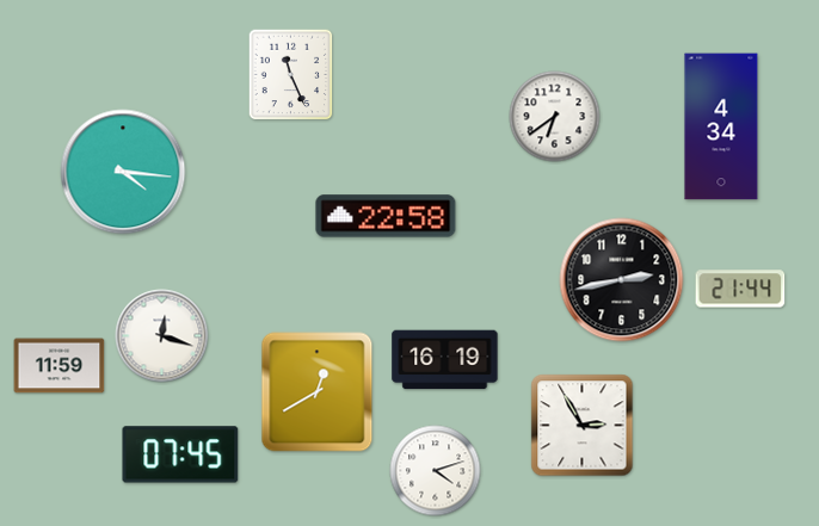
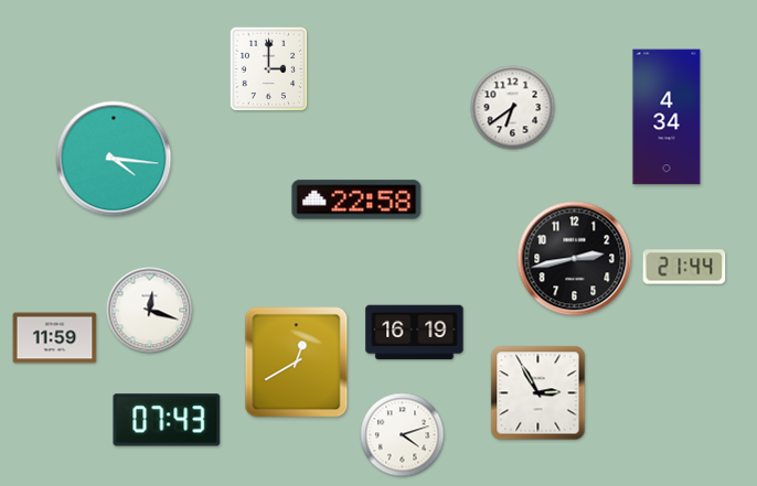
clock at (291, 75): 11:26 -> 3:00
clock at (445, 360) position: (445, 360) -> (415, 333)
clock at (318, 392) position: (318, 392) -> (297, 363)
clock at (180, 454): 07:45 -> 07:43
